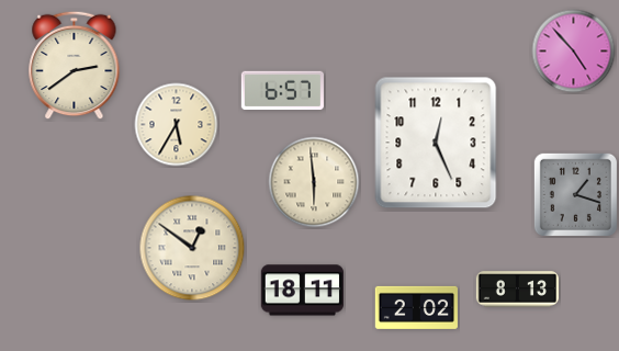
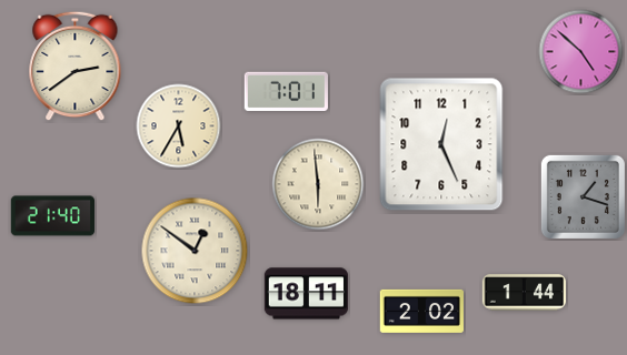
clock at (574, 52): 4:53 -> 4:52
clock at (282, 91): 6:57 -> 7:01
clock at (52, 216): none -> 21:40
clock at (517, 290): 8:13 -> 1:44
